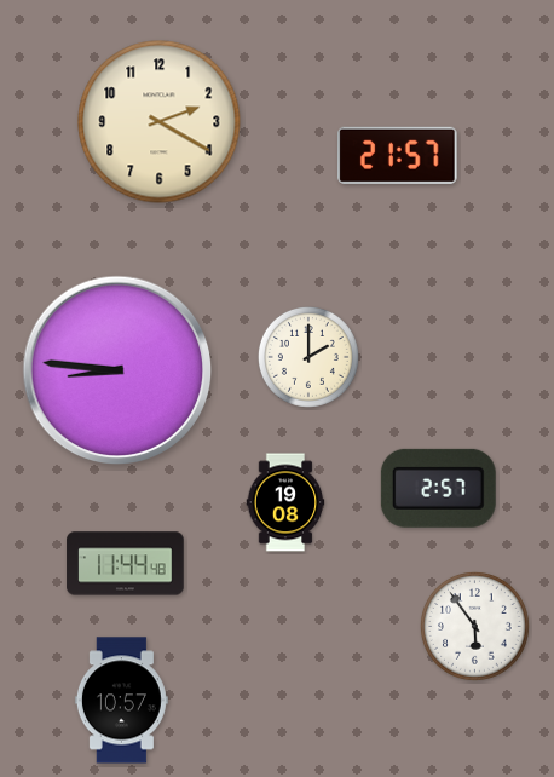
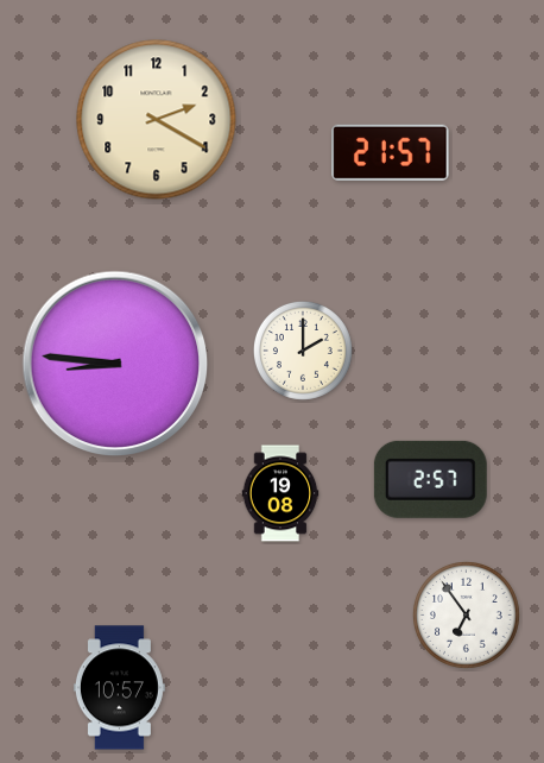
clock at (126, 564): 11:44 -> none
clock at (475, 627): 5:54 -> 6:54
